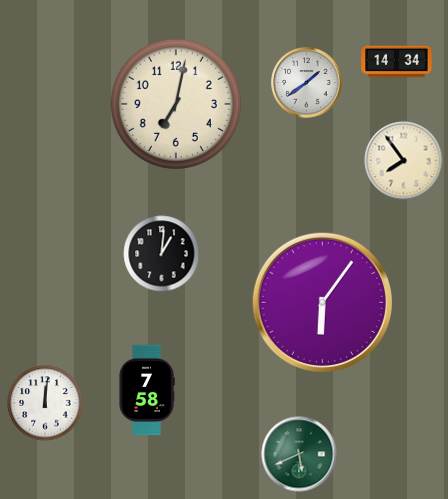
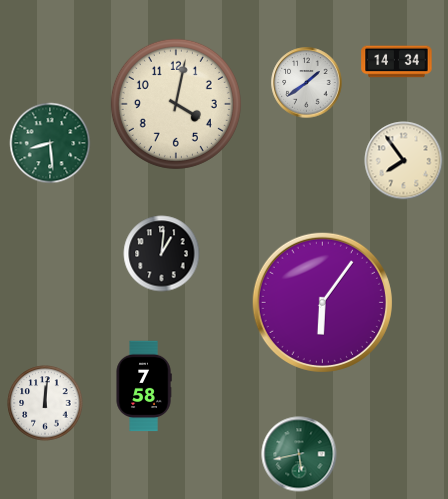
clock at (176, 104): 7:02 -> 4:02
clock at (50, 143): none -> 8:29
clock at (147, 390) position: (147, 390) -> (144, 386)
clock at (299, 454): 5:41 -> 5:43
